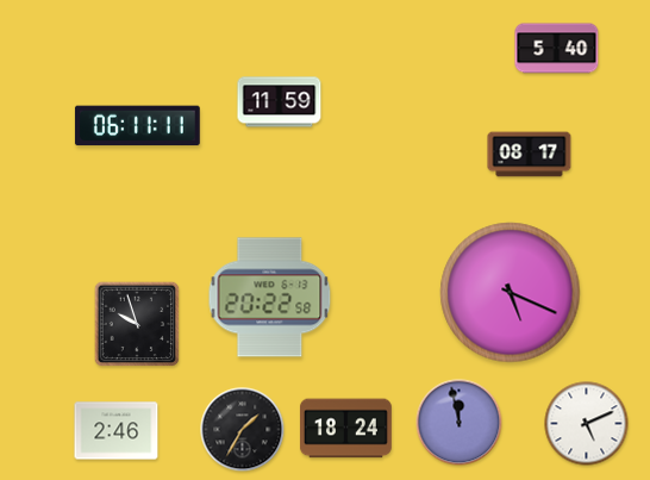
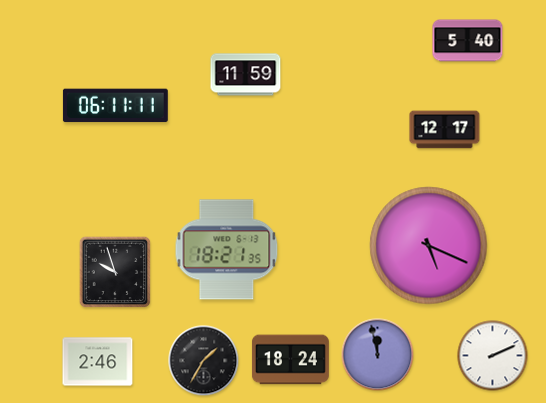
clock at (280, 102) position: (280, 102) -> (246, 75)
clock at (530, 155): 08:17 -> 12:17
clock at (270, 298): 20:22 -> 18:21
clock at (460, 423) position: (460, 423) -> (378, 355)
clock at (587, 424): 5:11 -> 2:11
